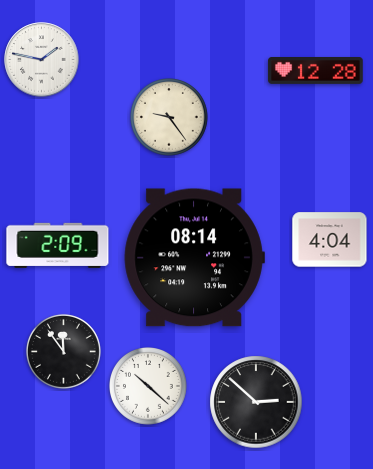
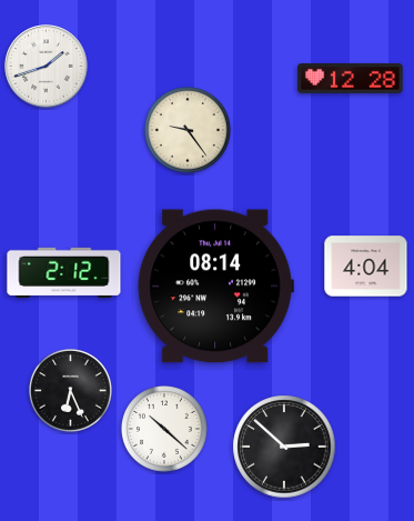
clock at (42, 60): 1:47 -> 1:42
clock at (58, 245): 2:09 -> 2:12
clock at (63, 351): 11:54 -> 6:26
